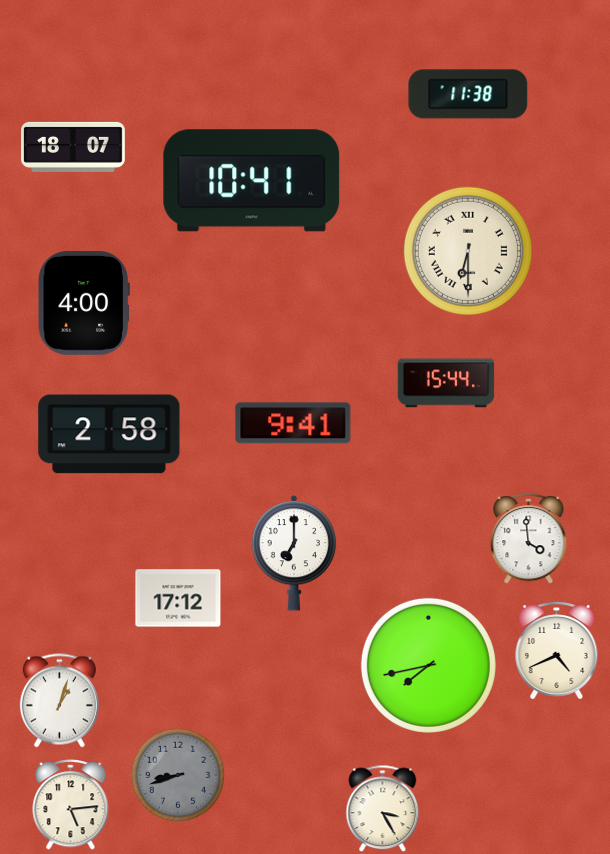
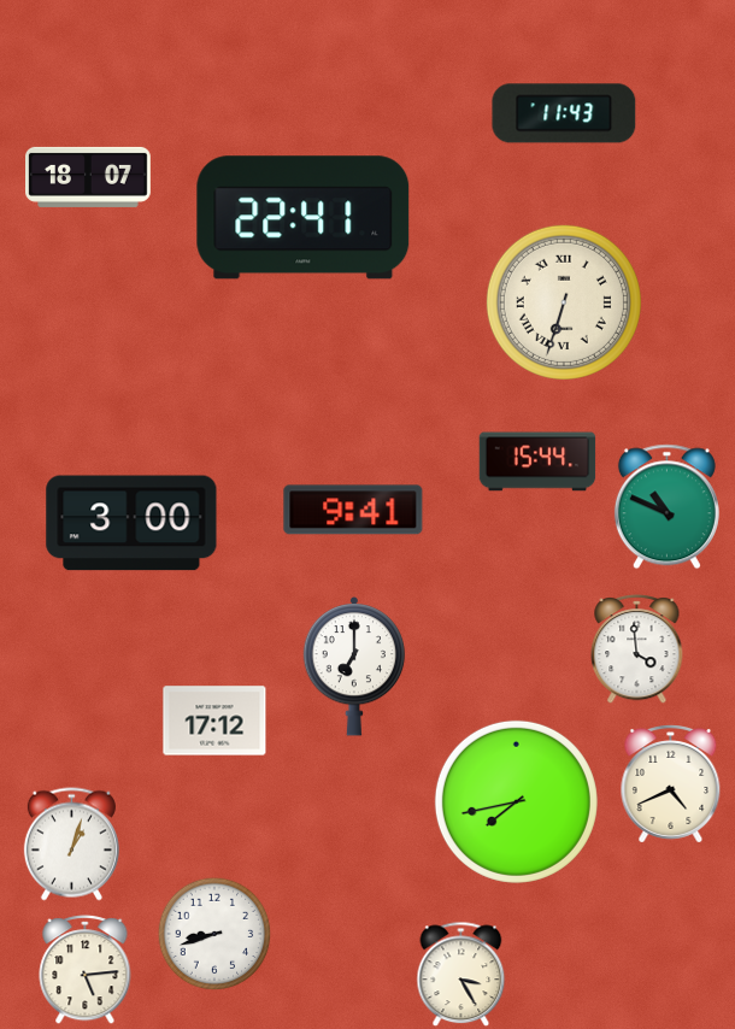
clock at (468, 94): 11:38 -> 11:43
clock at (252, 181): 10:41 -> 22:41
clock at (468, 251): 6:30 -> 6:33
clock at (84, 303): 4:00 -> none
clock at (666, 507): none -> 10:49
clock at (109, 434): 2:58 -> 3:00
clock at (178, 775) dial: grey -> white
